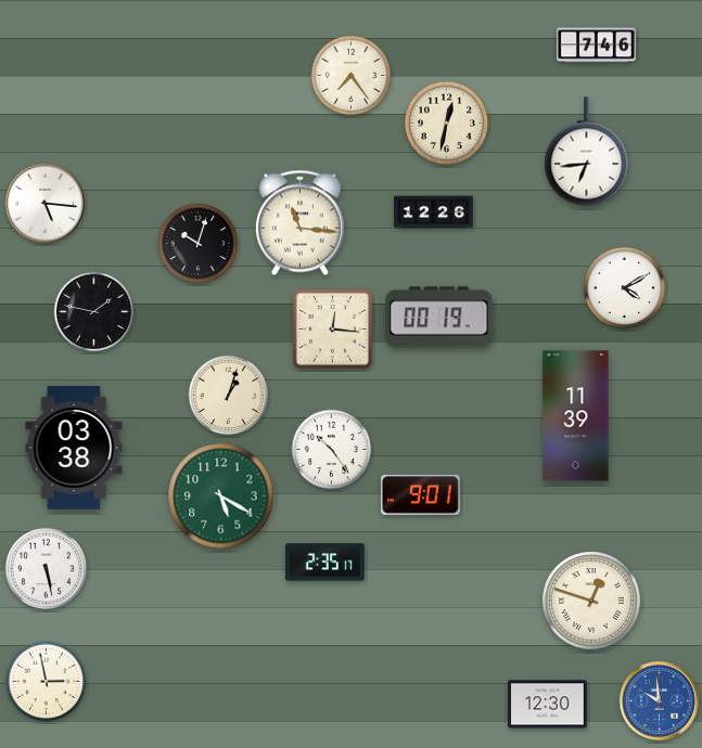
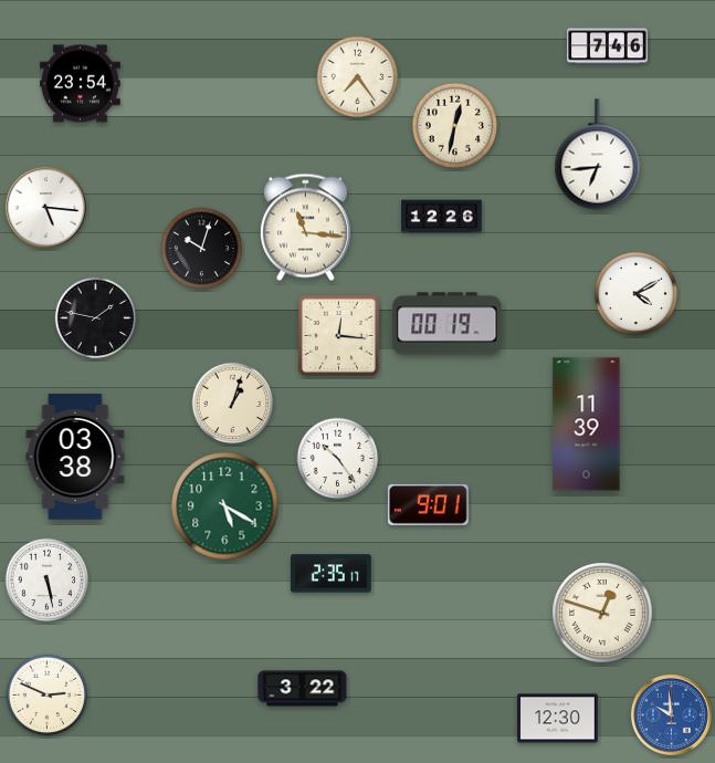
clock at (81, 84): none -> 23:54
clock at (303, 689): none -> 3:22
clock at (47, 682): 2:58 -> 2:49
